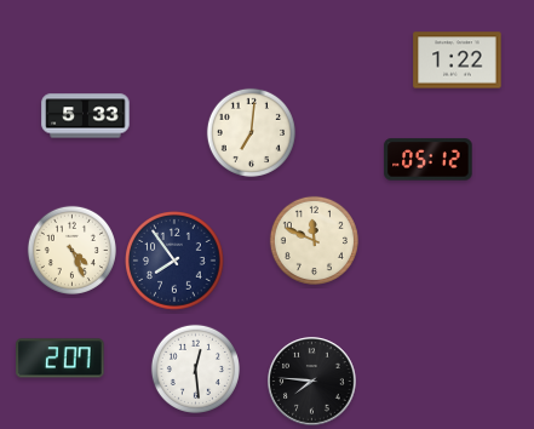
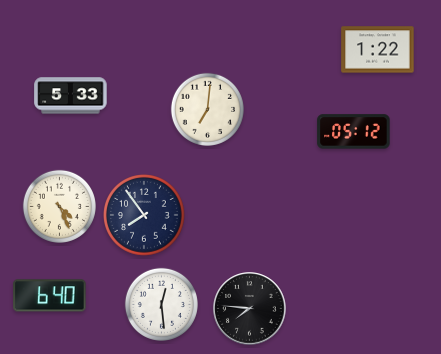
clock at (314, 240): 11:49 -> none
clock at (61, 359): 2:07 -> 6:40
clock at (312, 382) position: (312, 382) -> (250, 309)
